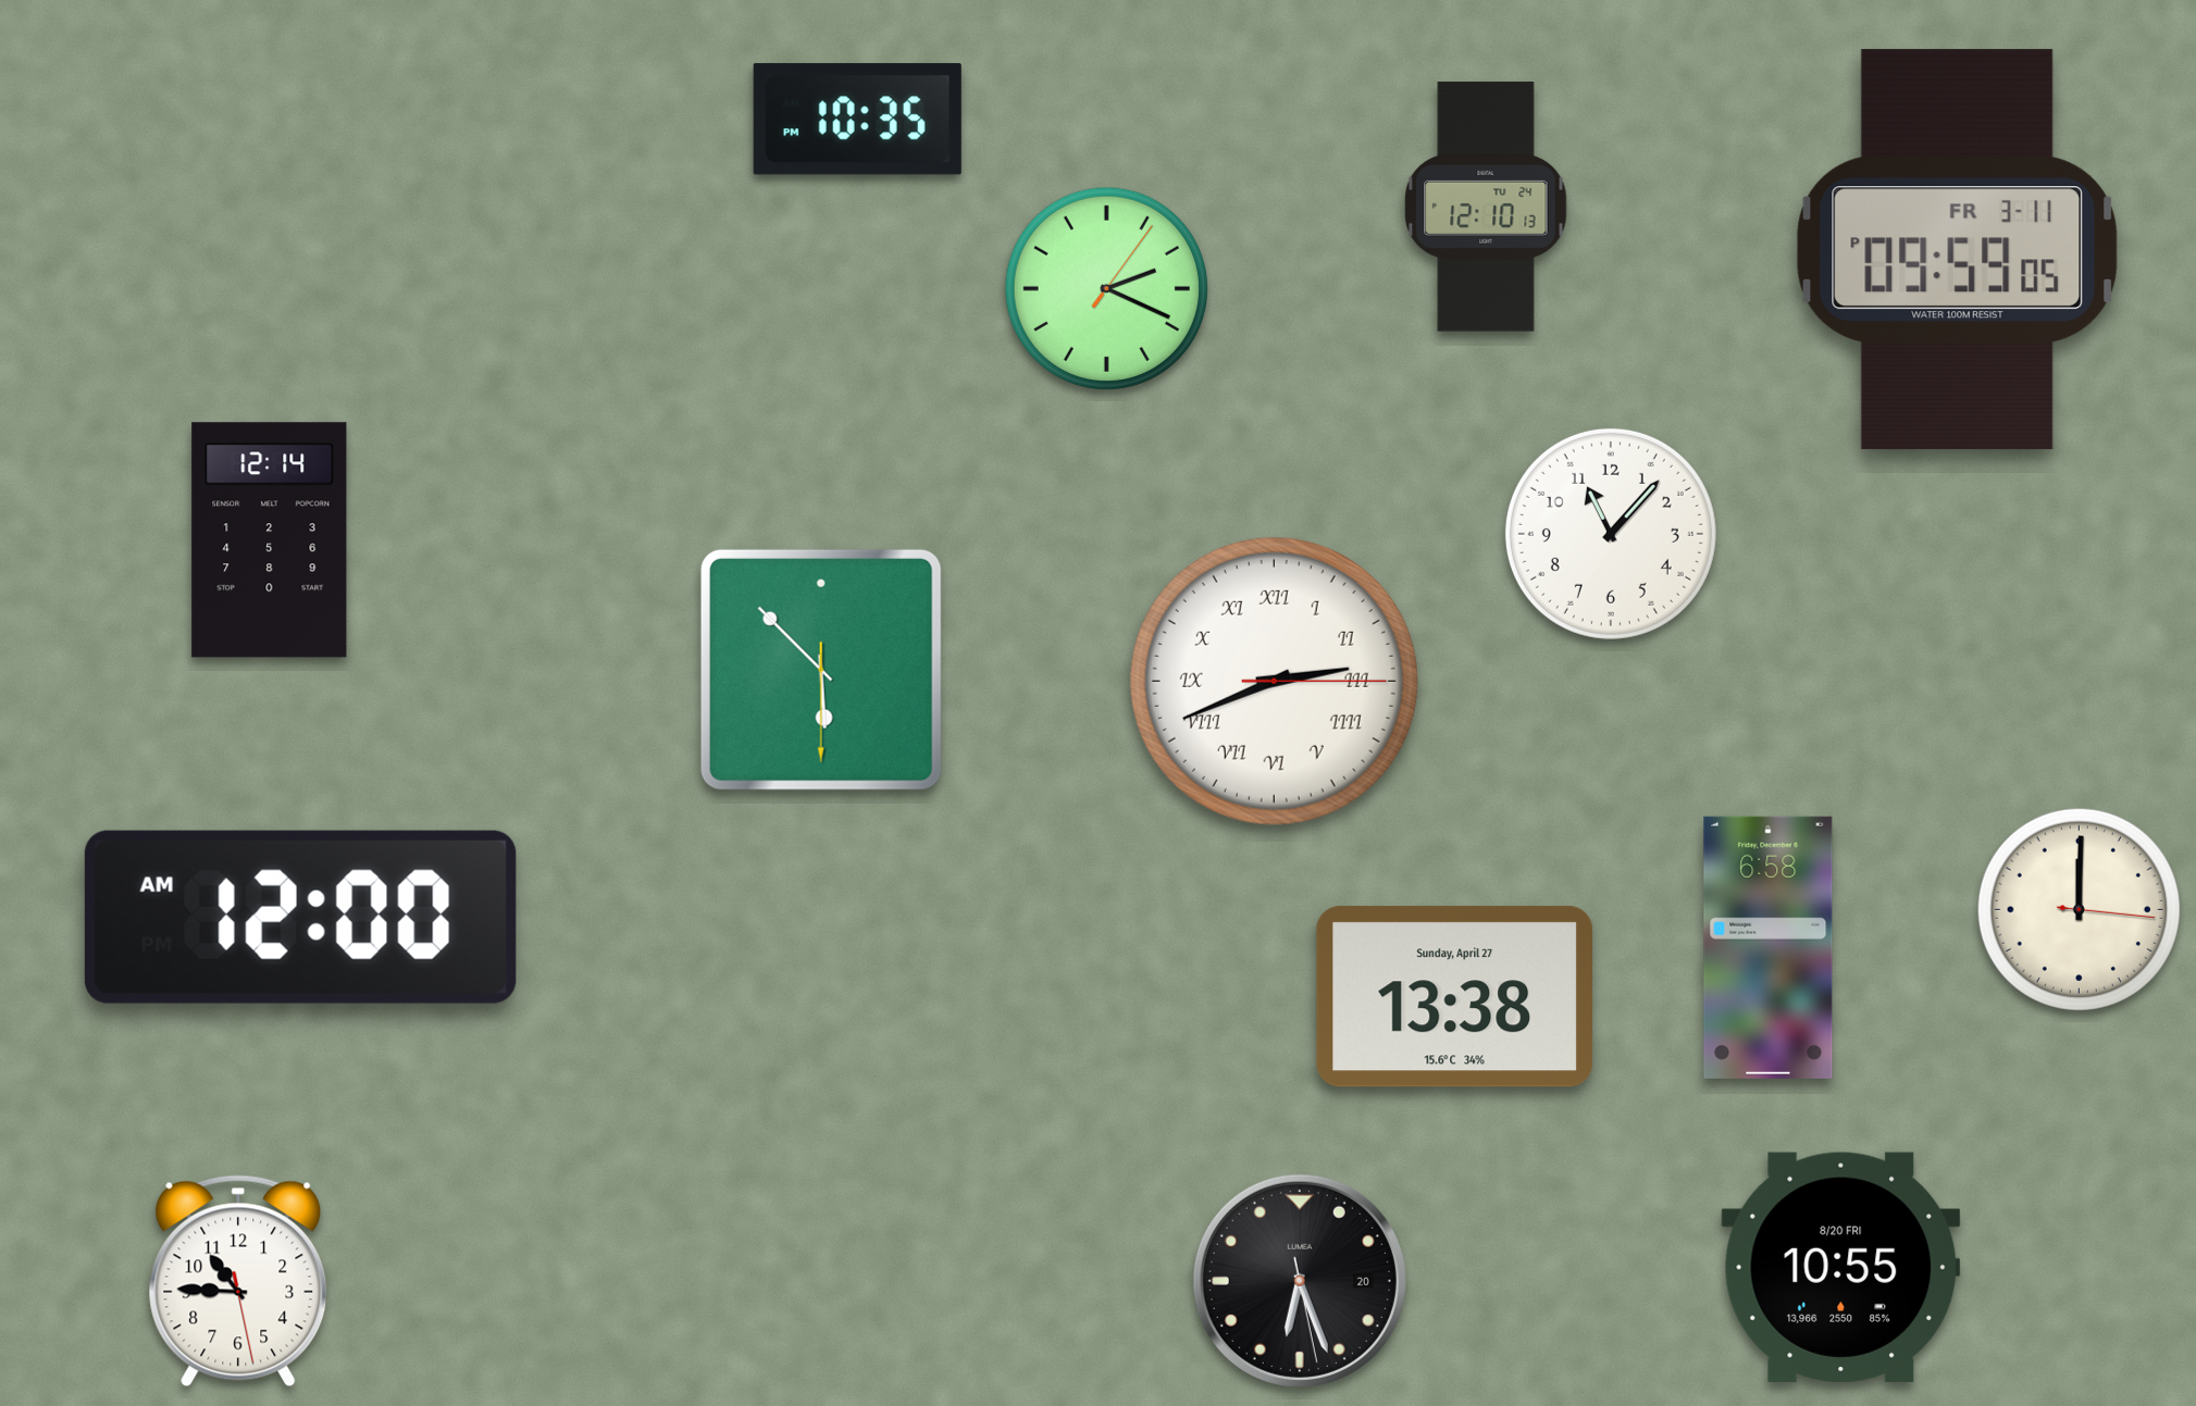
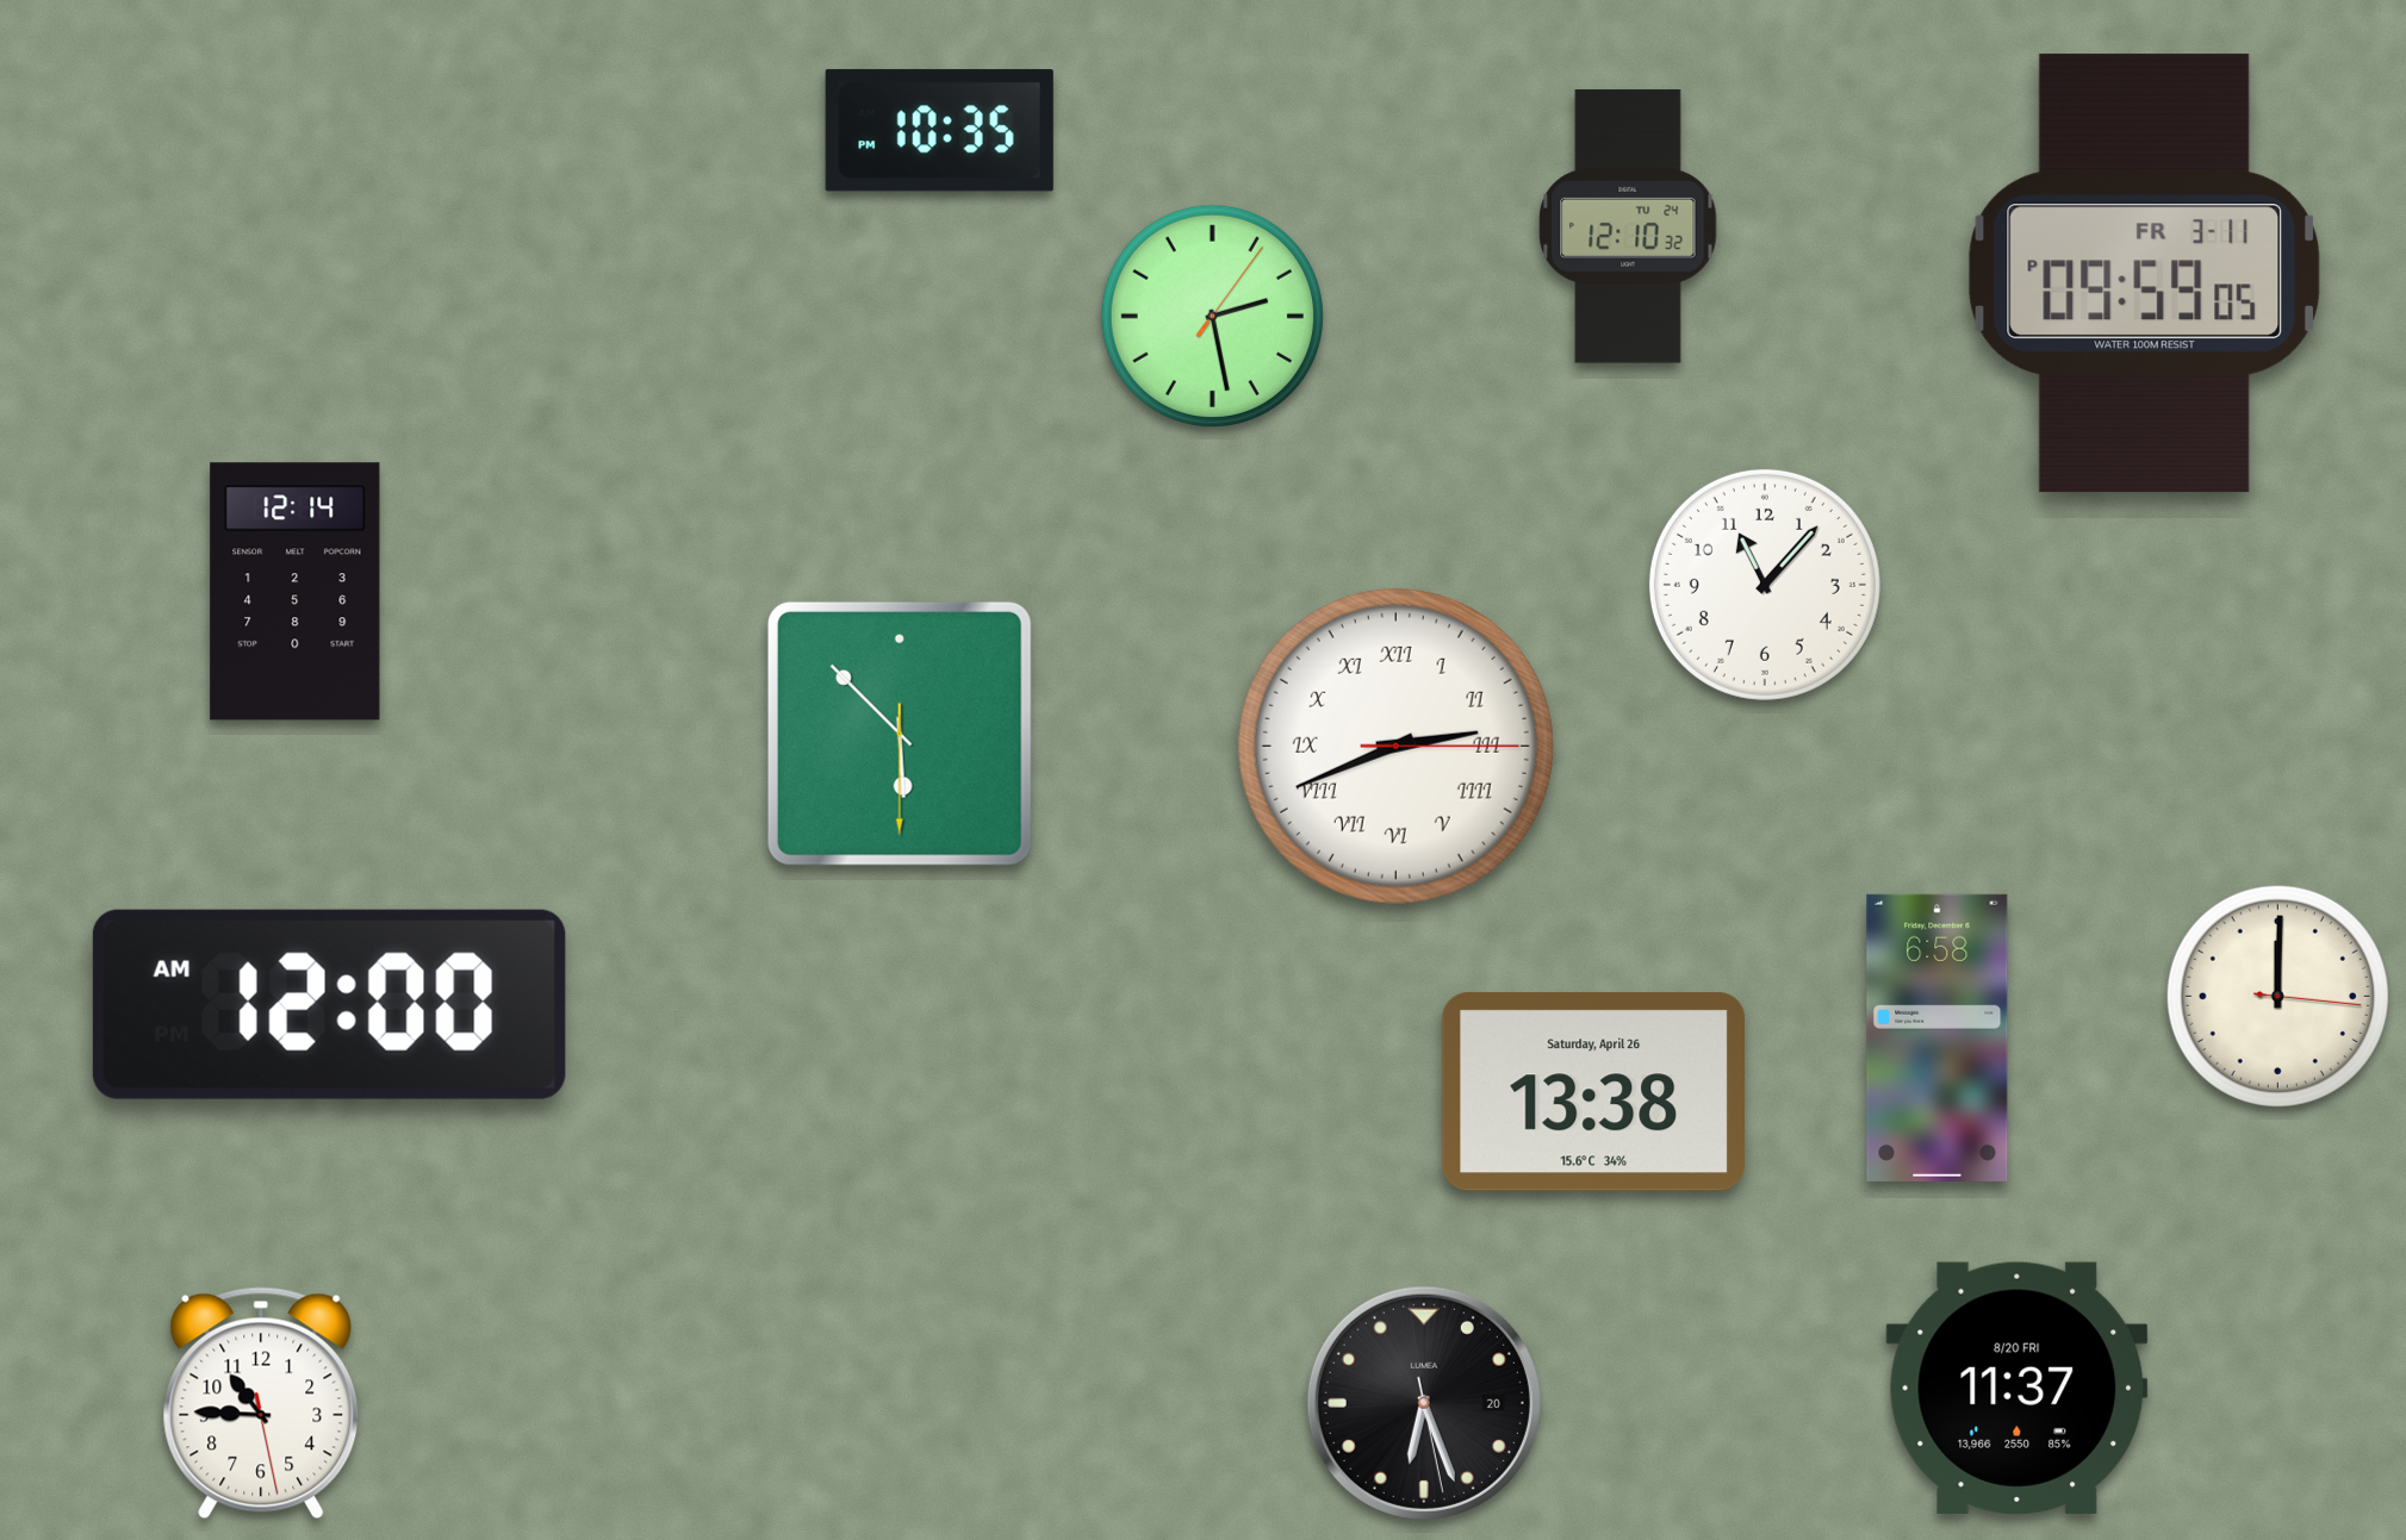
clock at (1486, 207): 12:10:13 -> 12:10:32
clock at (1106, 288): 2:19 -> 2:28
clock at (1454, 997) date: Sunday, April 27 -> Saturday, April 26
clock at (1841, 1267): 10:55 -> 11:37
